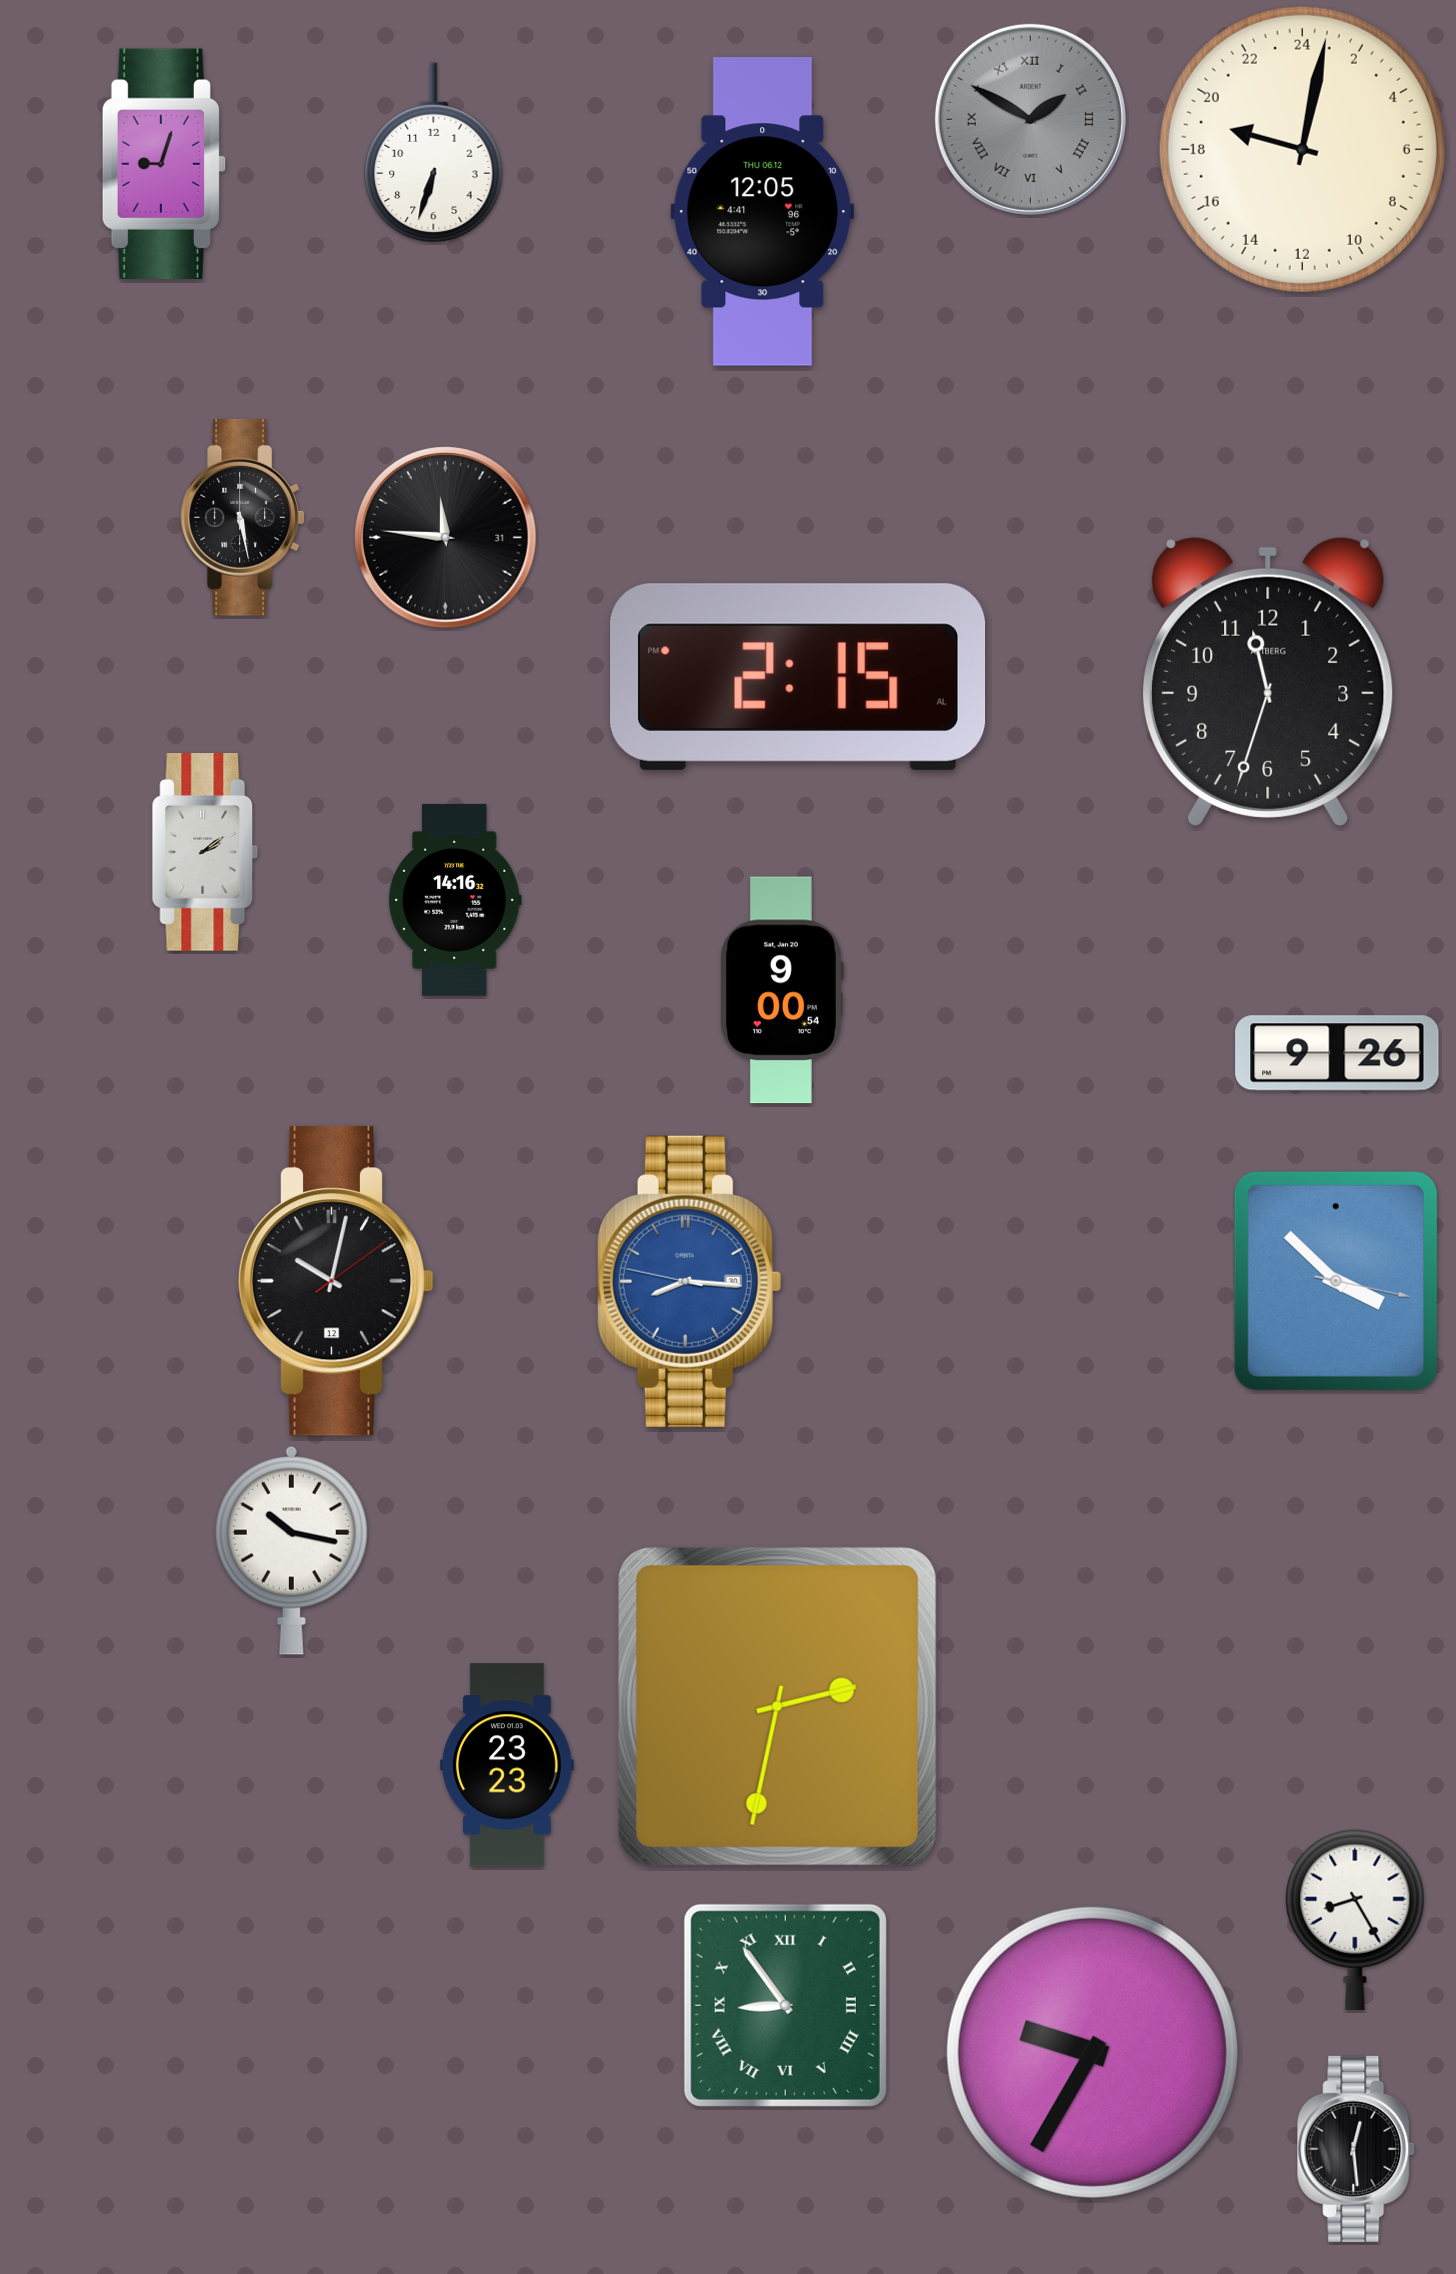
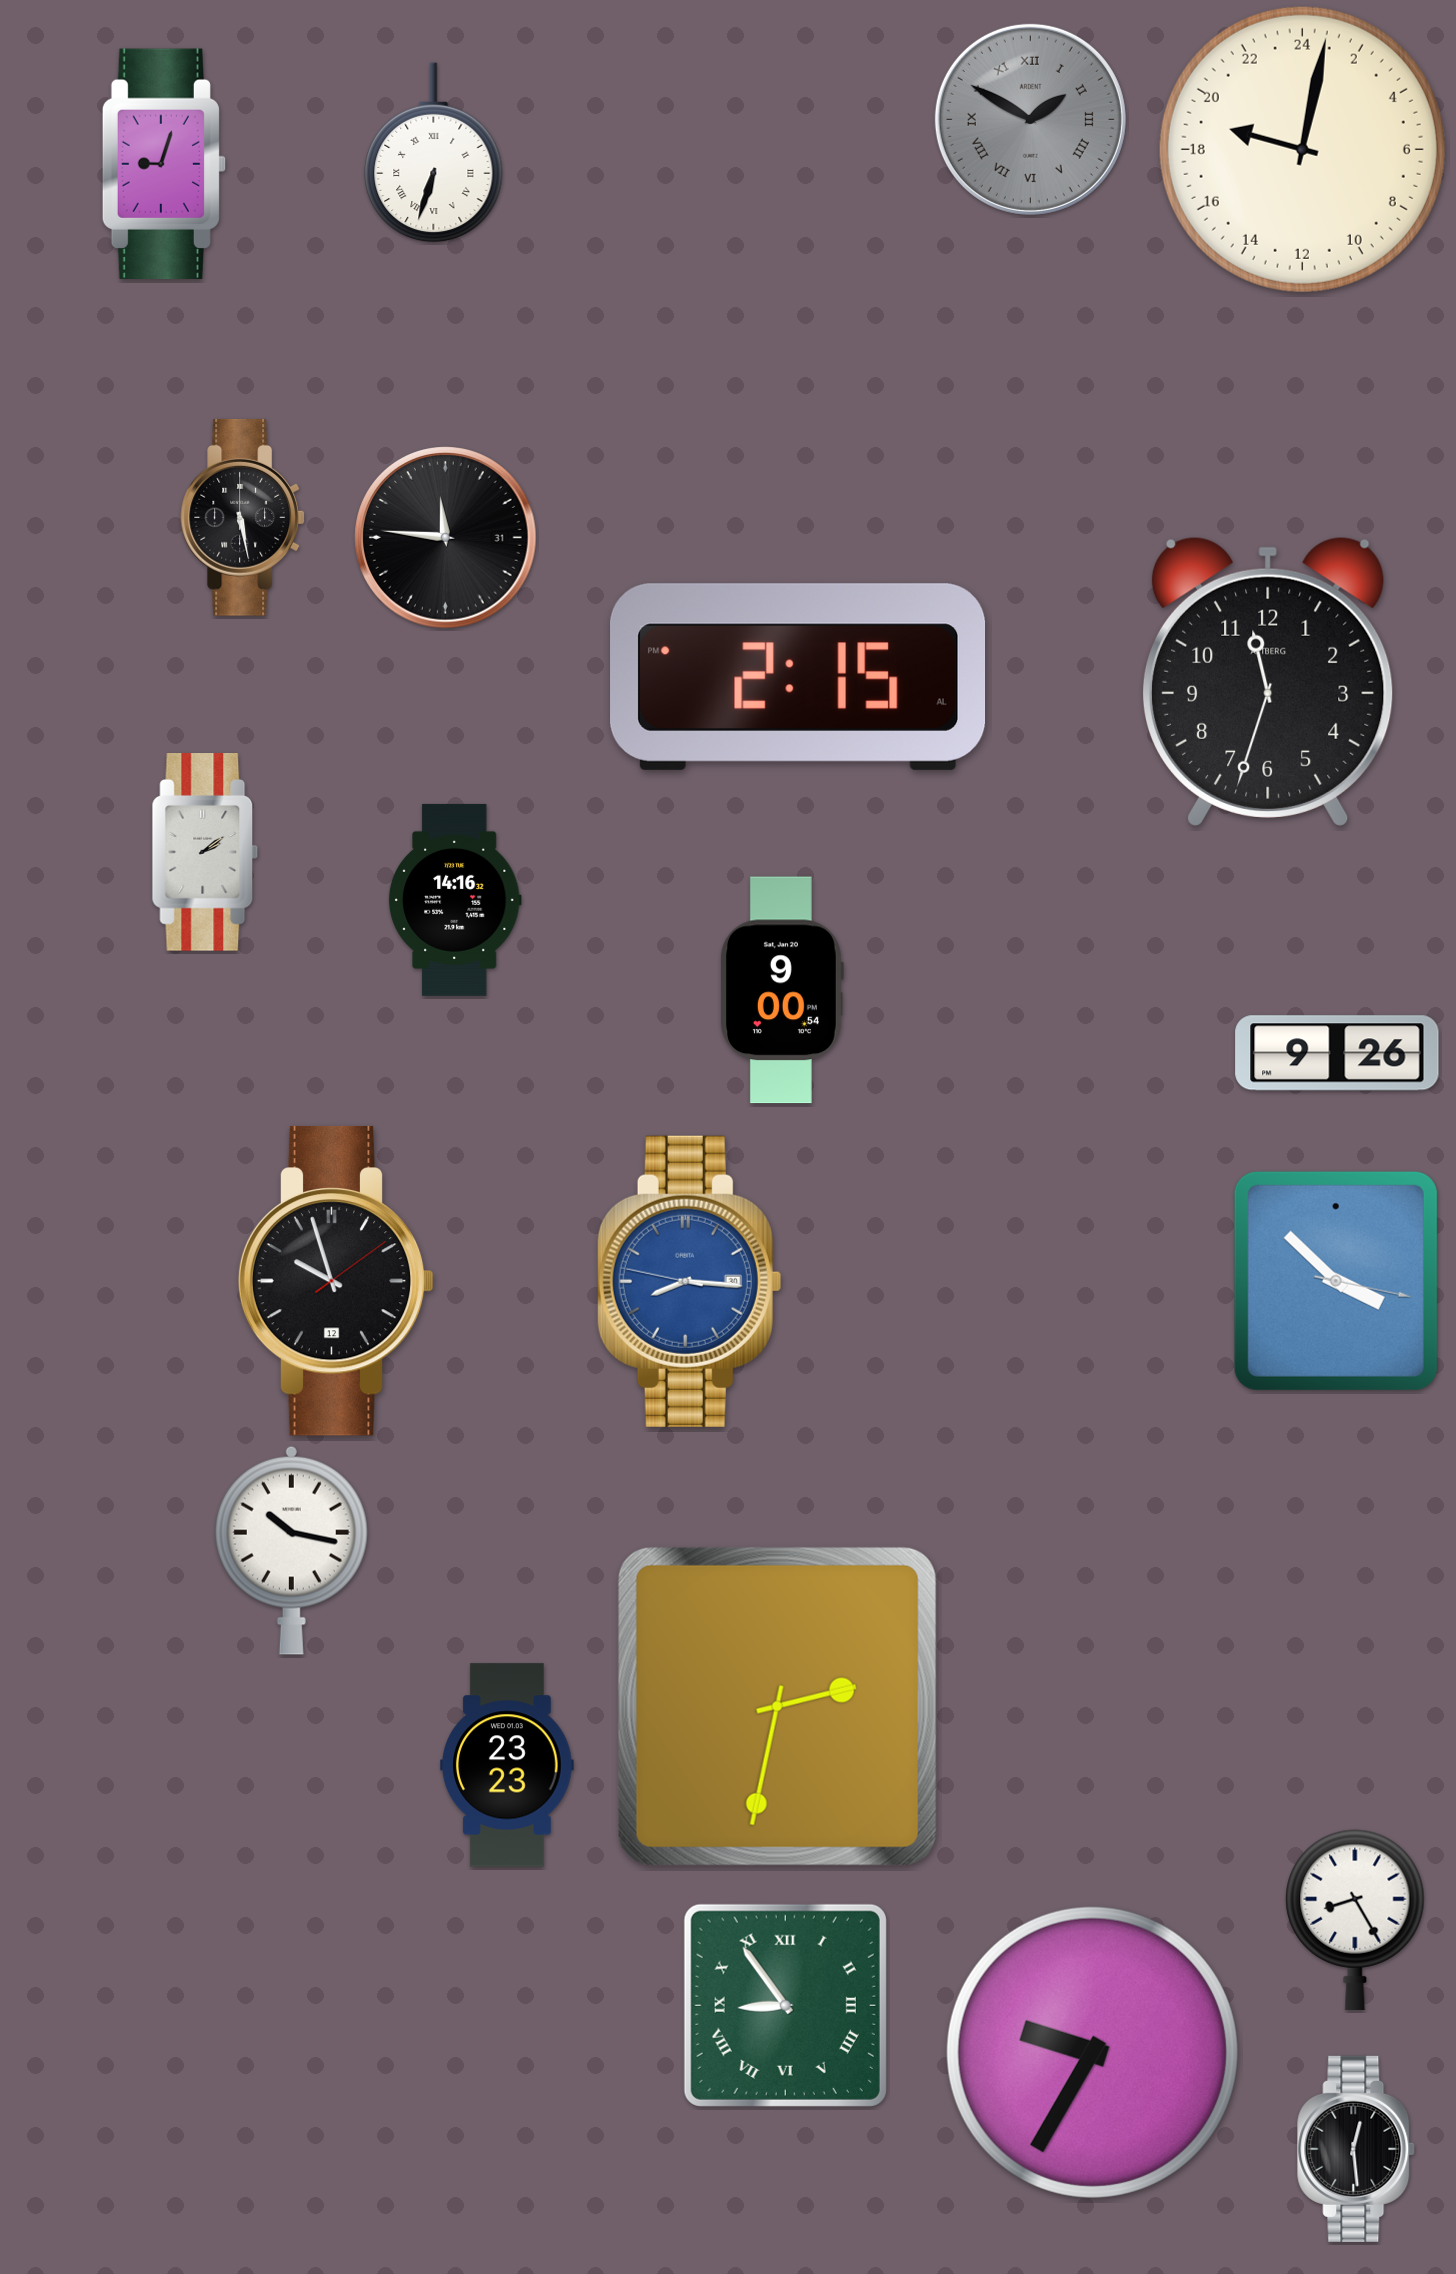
clock at (434, 153) numerals: Arabic -> Roman
clock at (763, 212): 12:05 -> none
clock at (336, 1281): 10:02 -> 9:57
